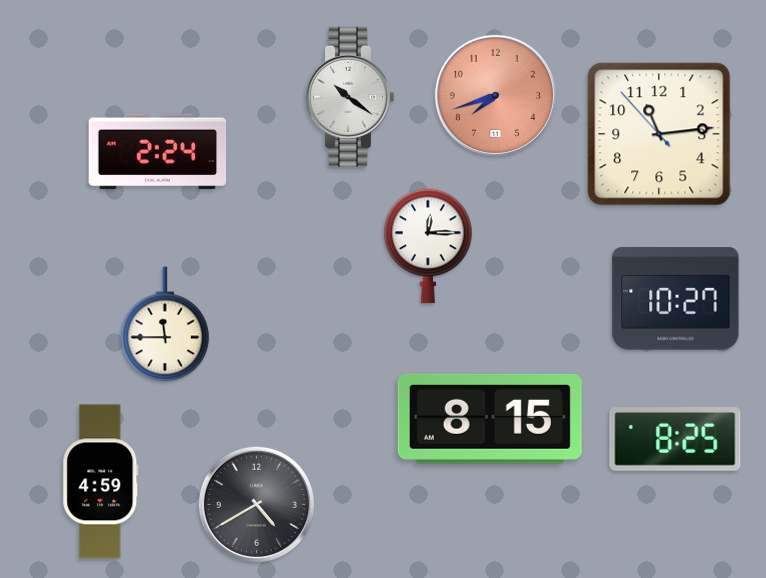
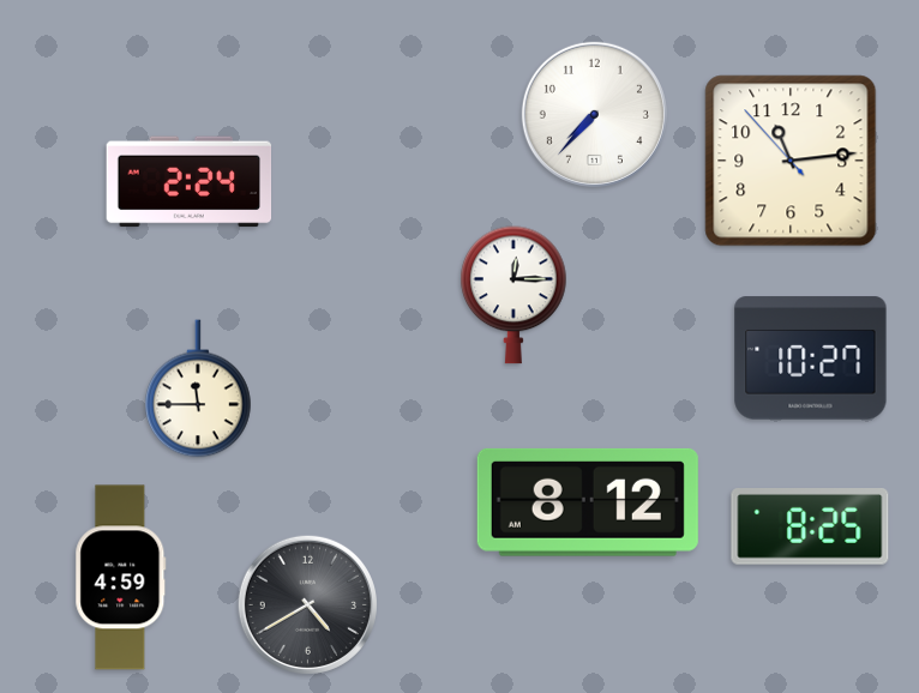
clock at (495, 95): 7:42 -> 7:37
clock at (495, 95) dial: salmon -> white
clock at (349, 97): 10:21 -> none
clock at (490, 419): 8:15 -> 8:12
